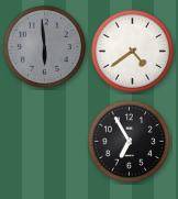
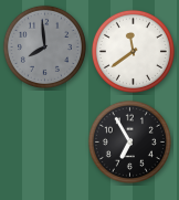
clock at (44, 46): 5:59 -> 7:59
clock at (132, 51): 4:39 -> 11:39
